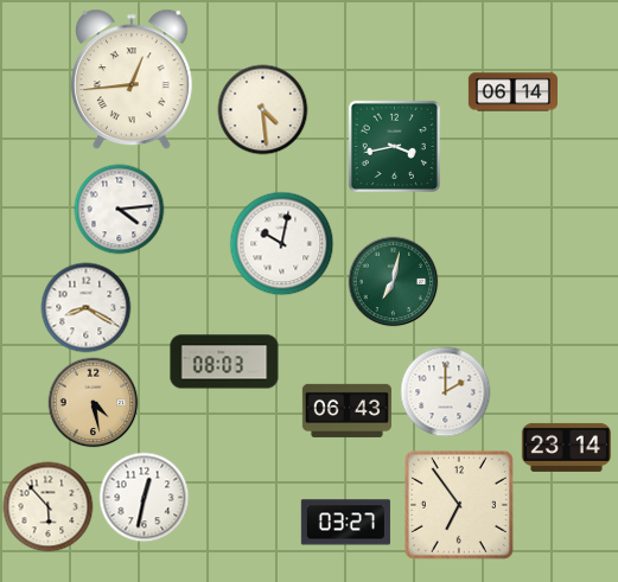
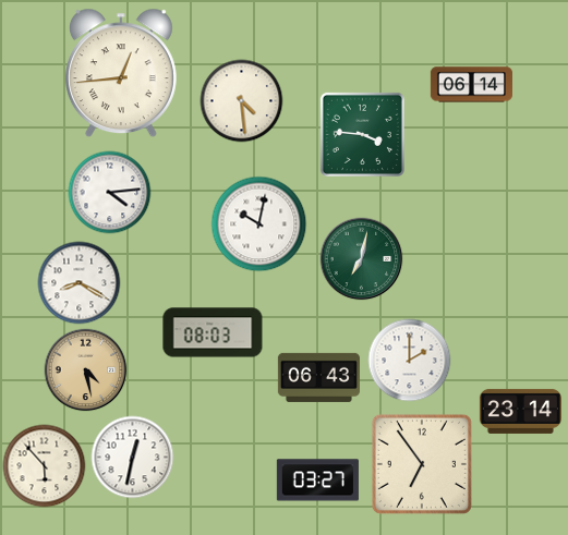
clock at (394, 146): 3:43 -> 3:46
clock at (224, 362) position: (224, 362) -> (213, 332)
